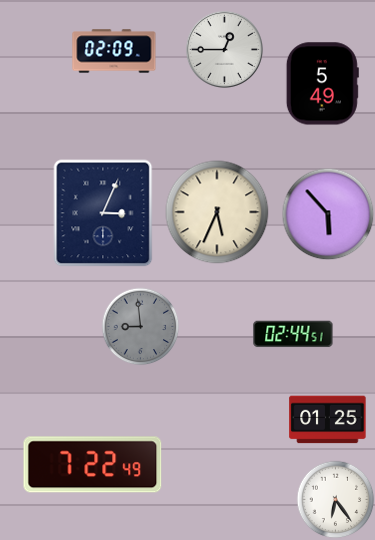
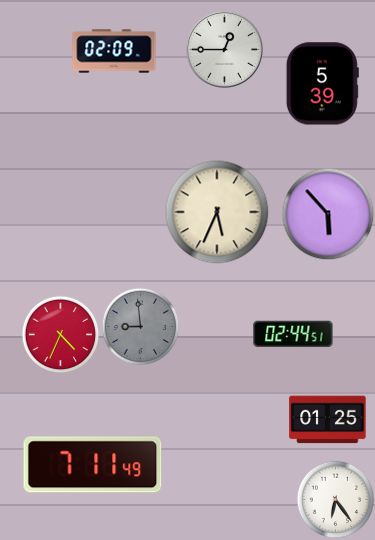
clock at (322, 84): 5:49 -> 5:39
clock at (103, 213): 3:04 -> none
clock at (60, 334): none -> 4:34
clock at (93, 465): 7:22 -> 7:11
